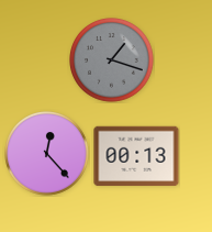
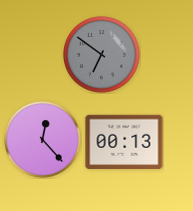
clock at (112, 60): 1:18 -> 6:51
